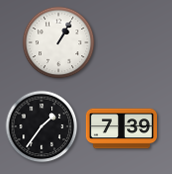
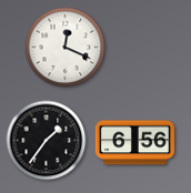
clock at (59, 43): 1:05 -> 12:19
clock at (121, 129): 7:39 -> 6:56
